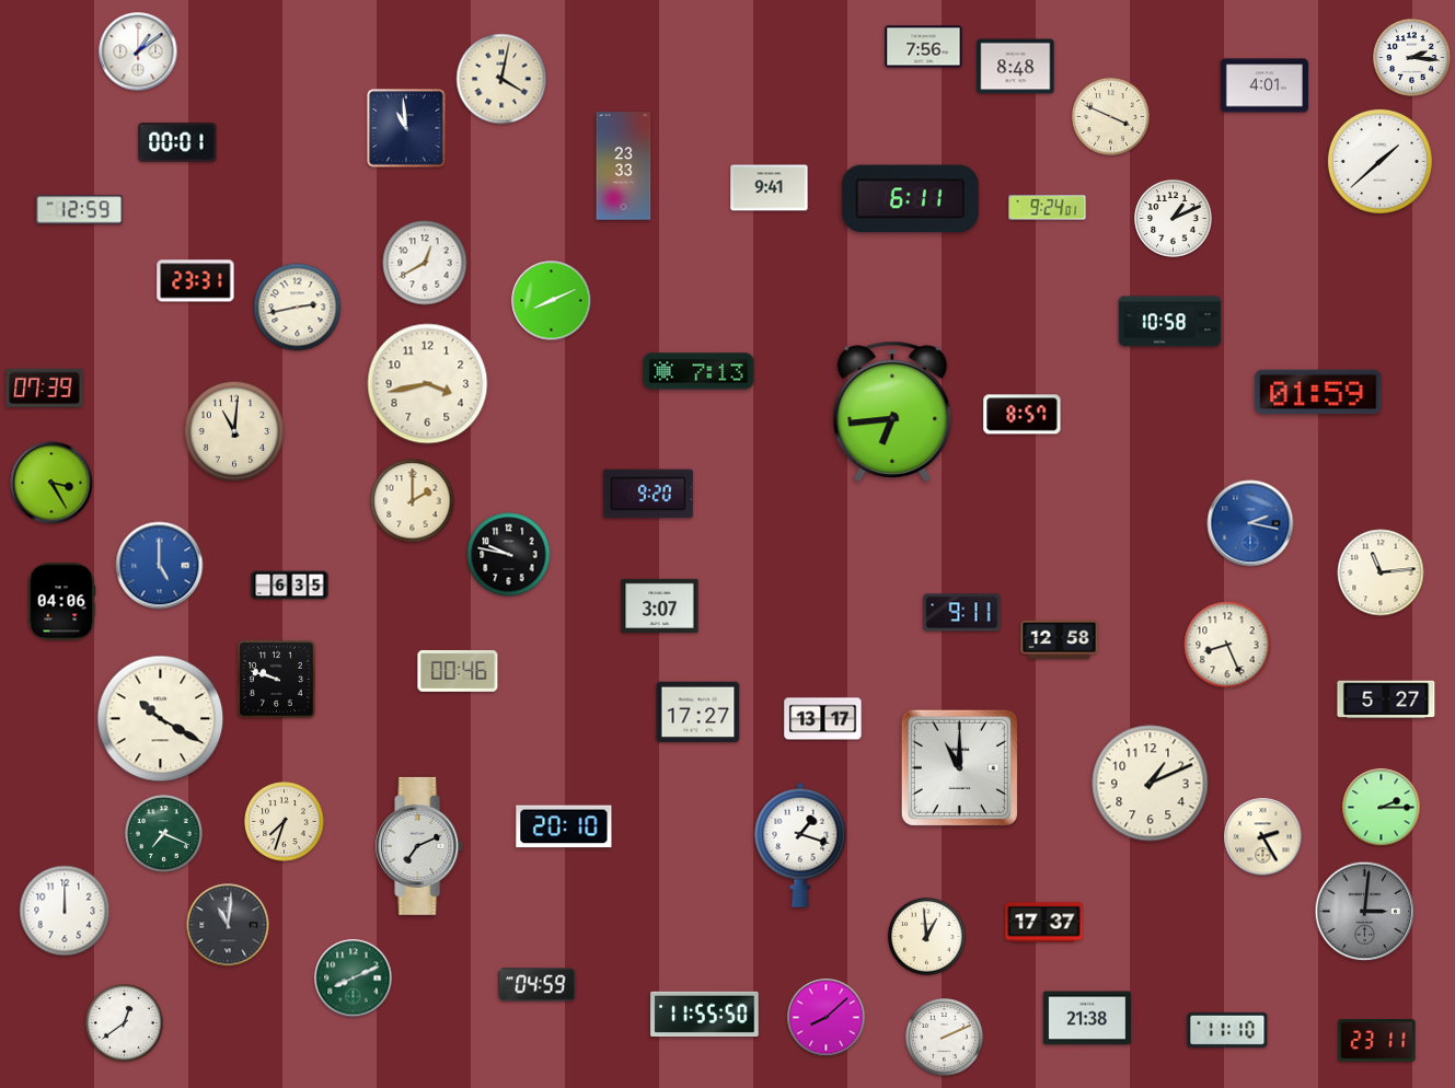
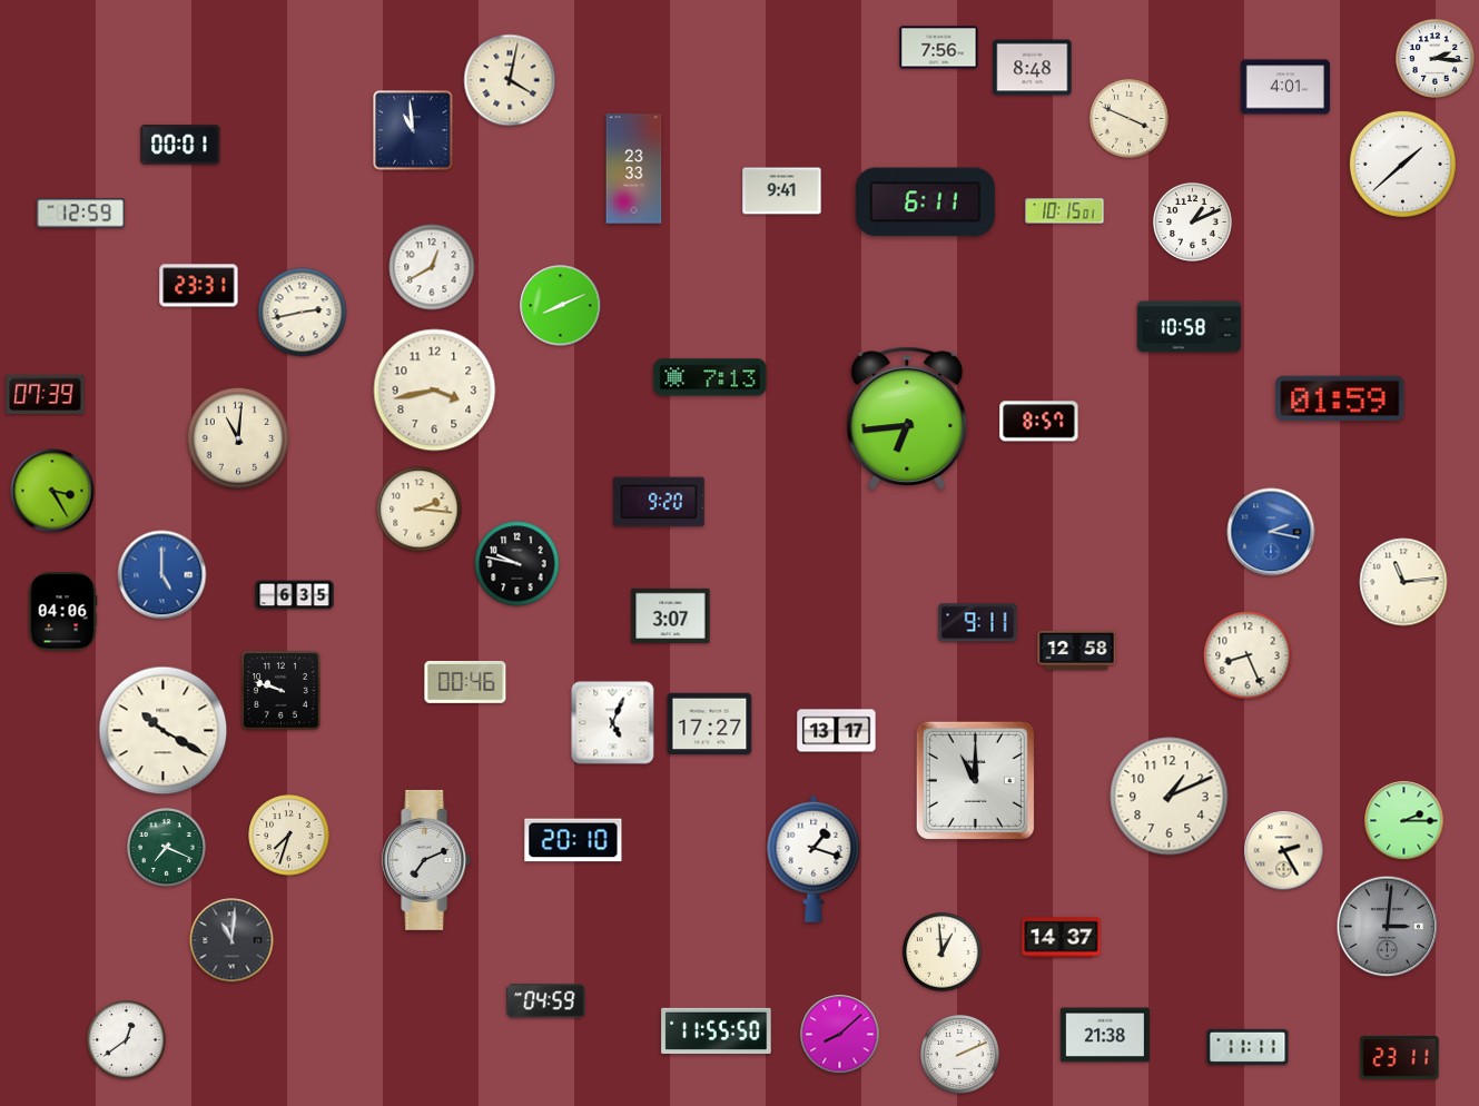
clock at (138, 51): 1:09 -> none
clock at (1048, 208): 9:24 -> 10:15
clock at (413, 501): 2:00 -> 2:16
clock at (1386, 699): 5:27 -> none
clock at (613, 723): none -> 5:04
clock at (65, 911): 12:00 -> none
clock at (1044, 923): 17:37 -> 14:37
clock at (354, 979): 8:11 -> none
clock at (1227, 1030): 11:10 -> 11:11
